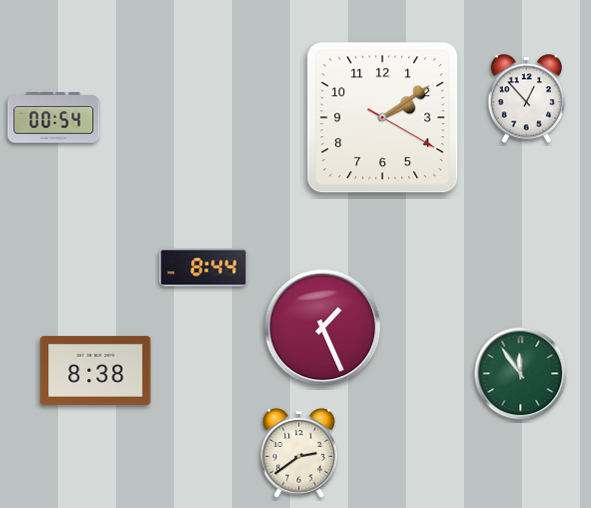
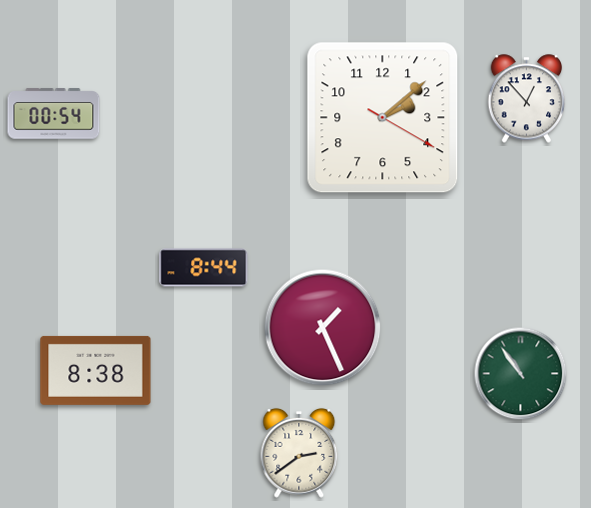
clock at (54, 118) position: (54, 118) -> (54, 114)
clock at (383, 118): 2:09 -> 2:08
clock at (521, 374): 11:54 -> 10:54
